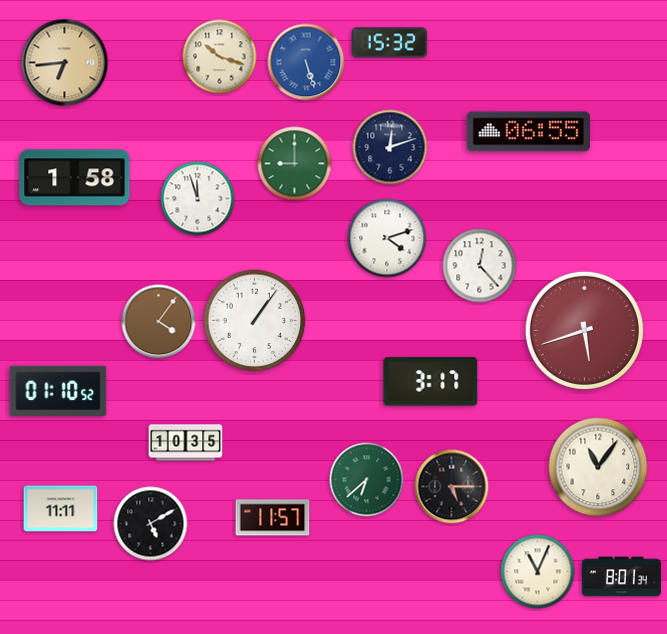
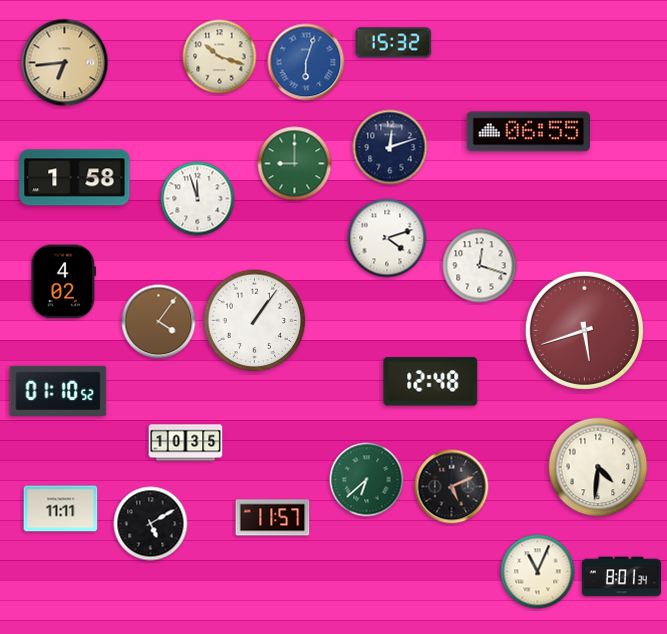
clock at (390, 43) position: (390, 43) -> (394, 43)
clock at (306, 62): 5:27 -> 6:03
clock at (480, 266): 12:23 -> 12:18
clock at (63, 282): none -> 4:02
clock at (431, 382): 3:17 -> 12:48
clock at (598, 467): 11:06 -> 4:31
clock at (452, 487): 5:15 -> 5:11
